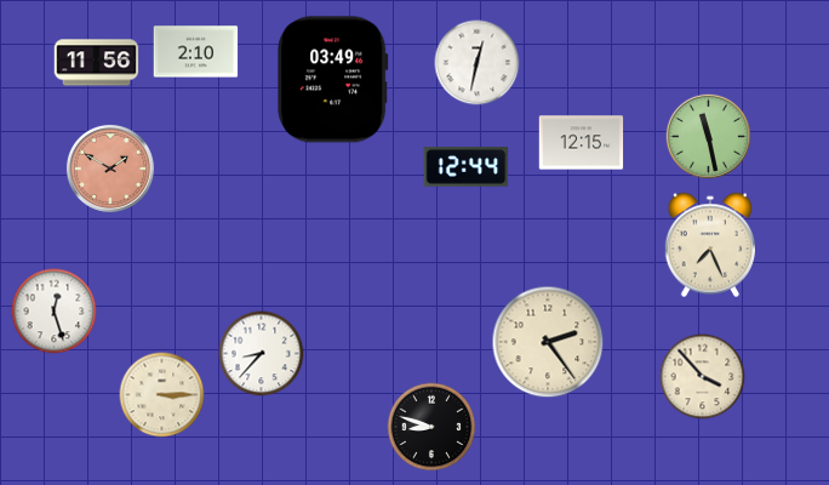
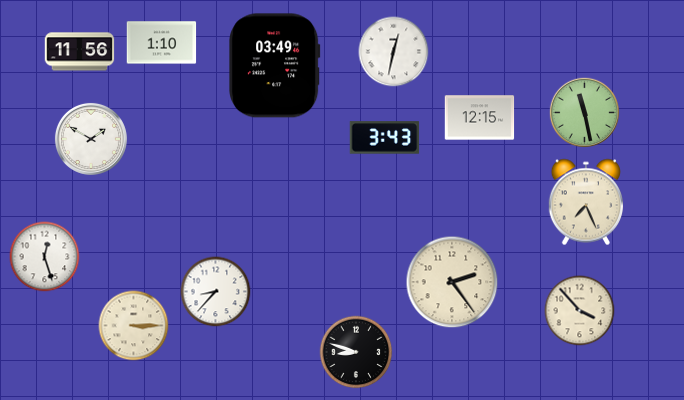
clock at (196, 52): 2:10 -> 1:10
clock at (467, 167): 12:44 -> 3:43
clock at (110, 169) dial: salmon -> white
